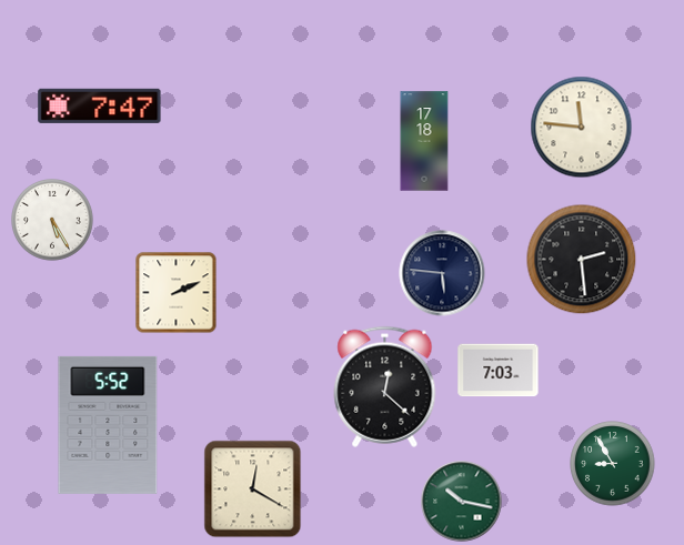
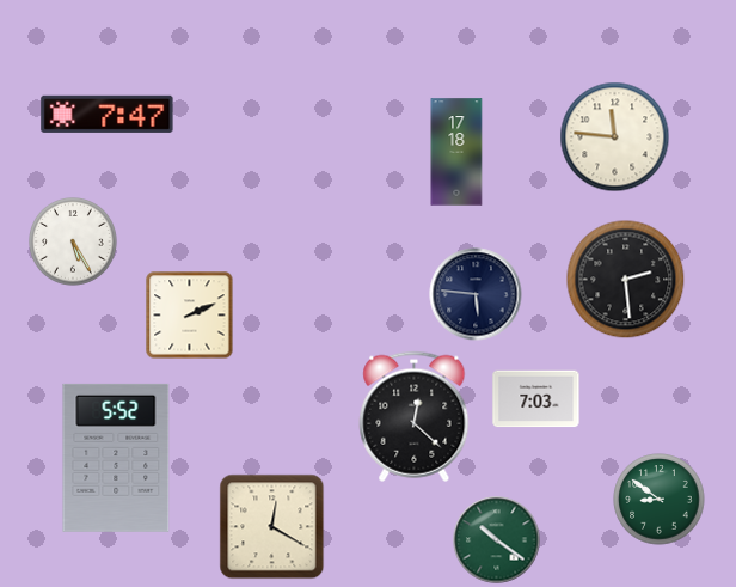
clock at (582, 128) position: (582, 128) -> (615, 137)
clock at (53, 221) position: (53, 221) -> (74, 243)
clock at (613, 464): 8:55 -> 8:51
clock at (462, 502): 10:17 -> 10:21
